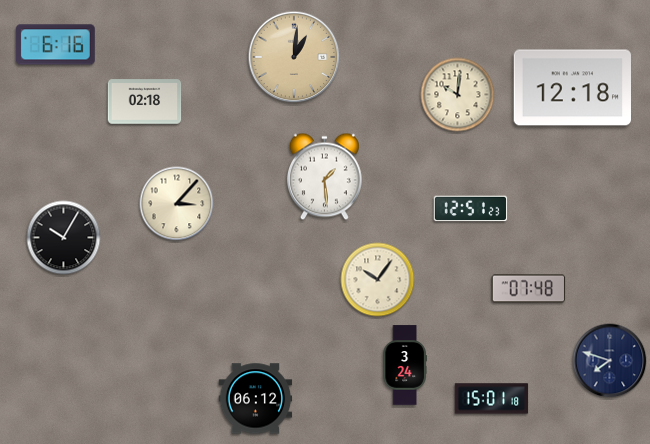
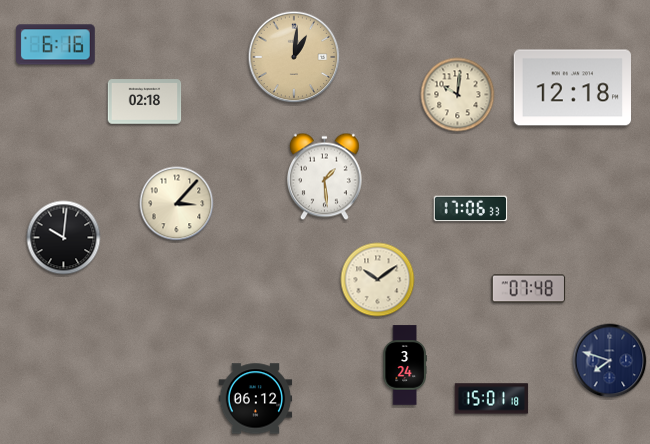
clock at (471, 209): 12:51 -> 17:06
clock at (64, 238): 10:05 -> 10:01
clock at (378, 280): 10:06 -> 10:09
